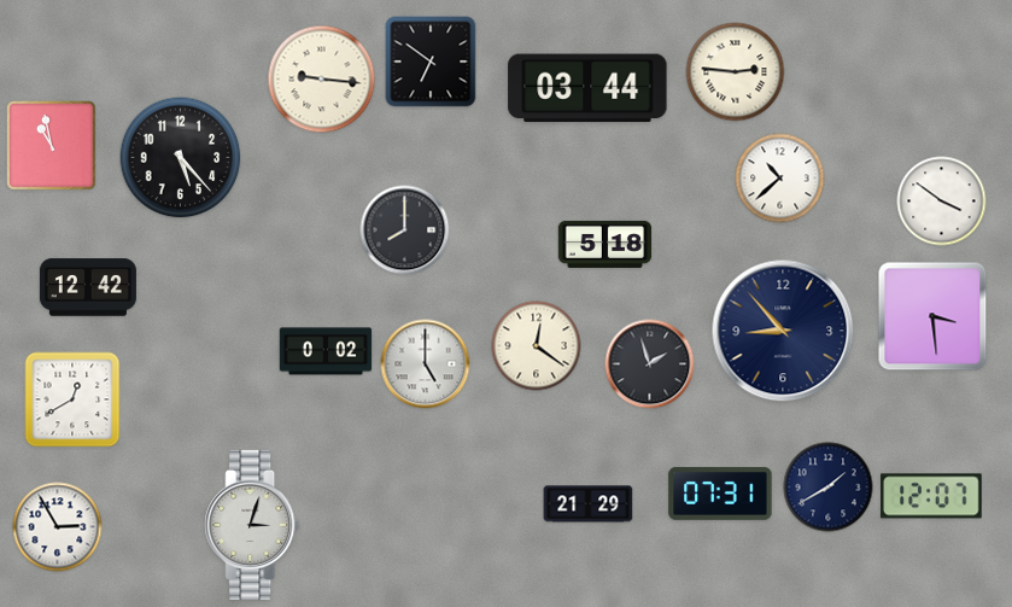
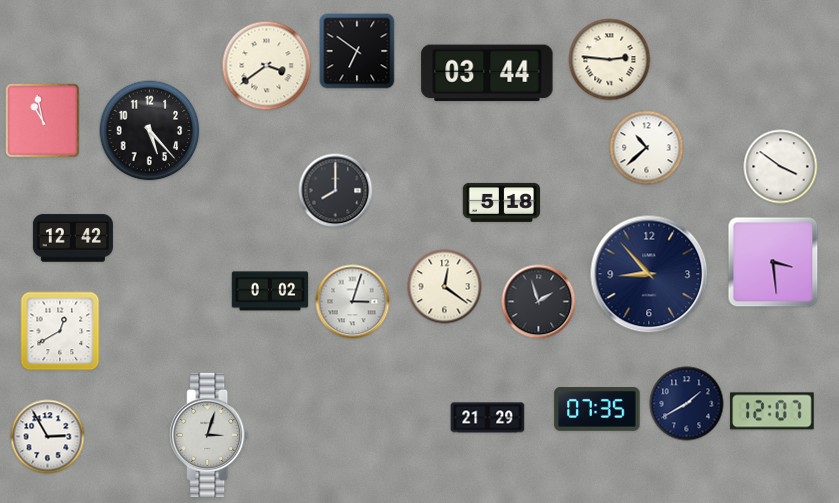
clock at (322, 80): 9:16 -> 3:39
clock at (426, 364): 5:00 -> 3:03
clock at (720, 494): 07:31 -> 07:35
